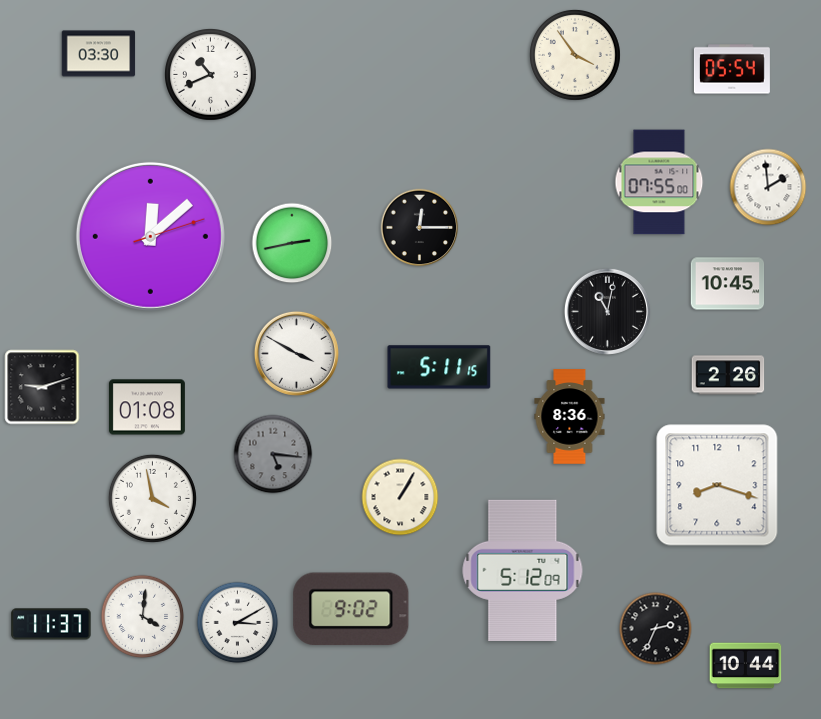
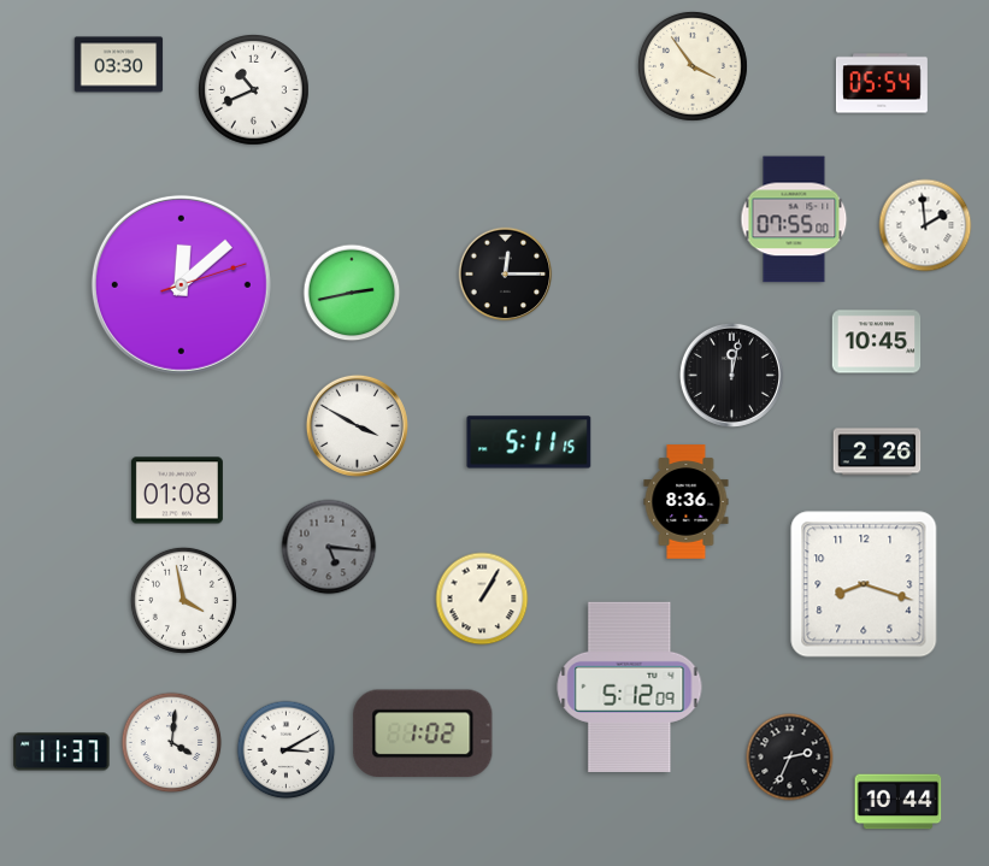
clock at (607, 311): 11:02 -> 12:02
clock at (42, 387): 9:12 -> none
clock at (351, 609): 9:02 -> 1:02
